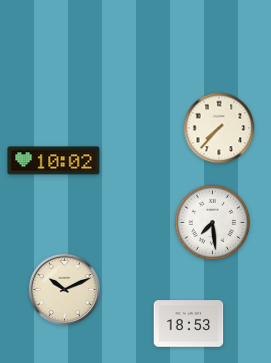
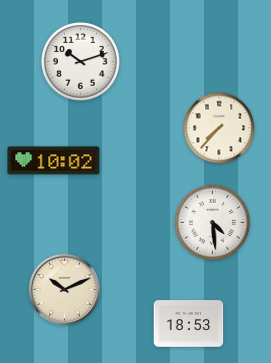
clock at (80, 61): none -> 10:12
clock at (213, 223): 7:29 -> 4:29
